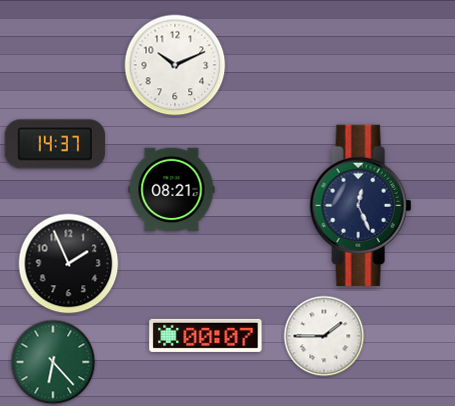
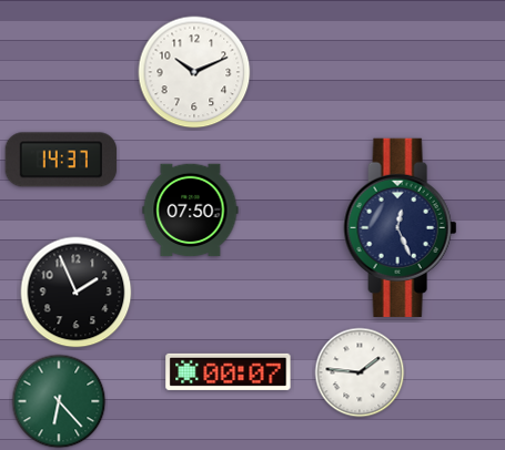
clock at (172, 190): 08:21 -> 07:50
clock at (324, 336): 1:45 -> 1:46
